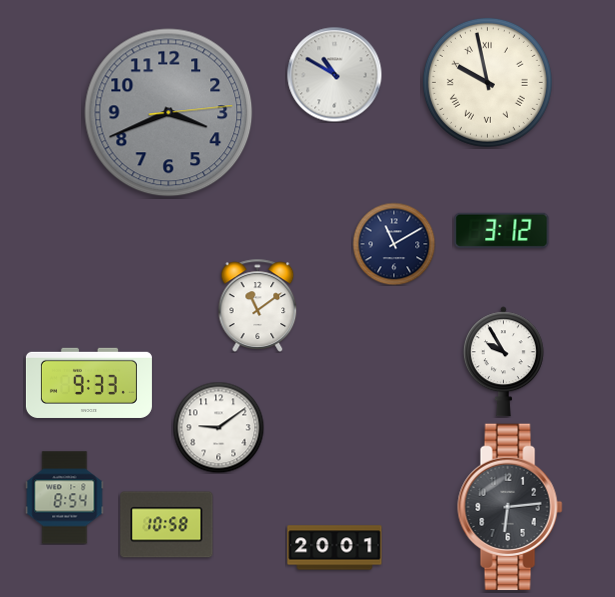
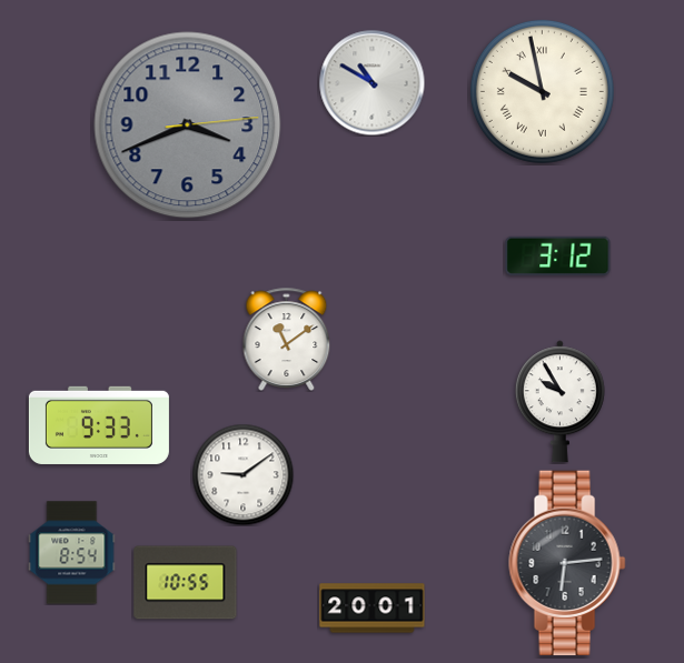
clock at (394, 244): 11:10 -> none
clock at (167, 525): 10:58 -> 10:55
